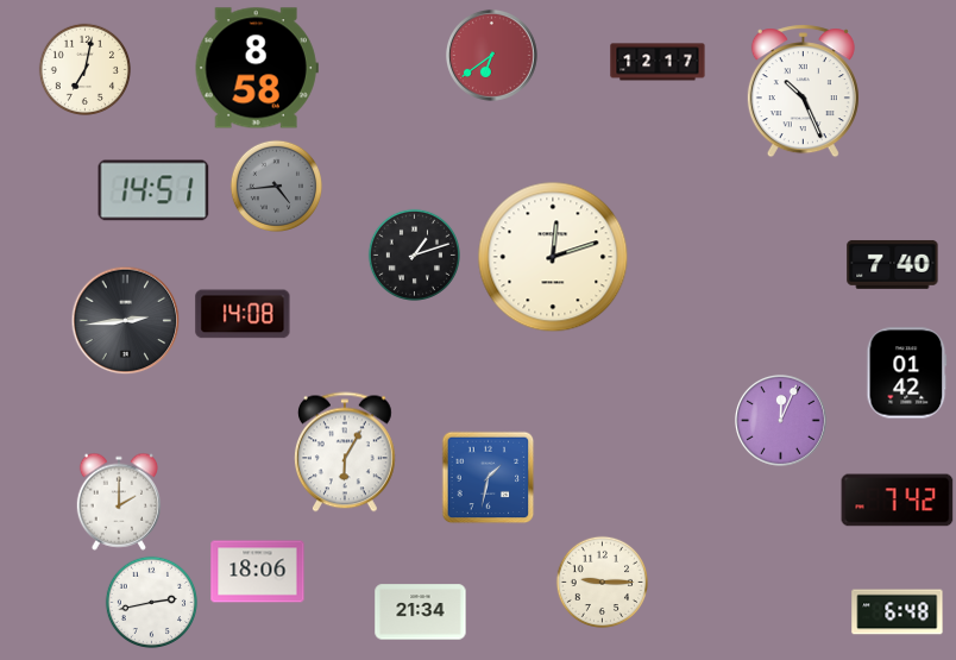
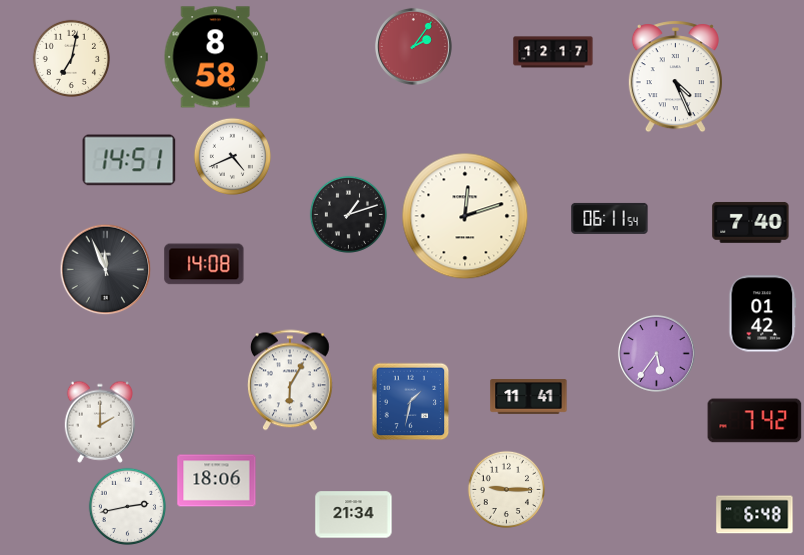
clock at (491, 55): 6:39 -> 2:06
clock at (803, 92): 10:26 -> 4:26
clock at (276, 186): 4:44 -> 4:41
clock at (276, 186) dial: grey -> white
clock at (610, 218): none -> 06:11
clock at (125, 320): 2:44 -> 11:56
clock at (780, 420): 12:04 -> 5:36
clock at (529, 397): none -> 11:41
